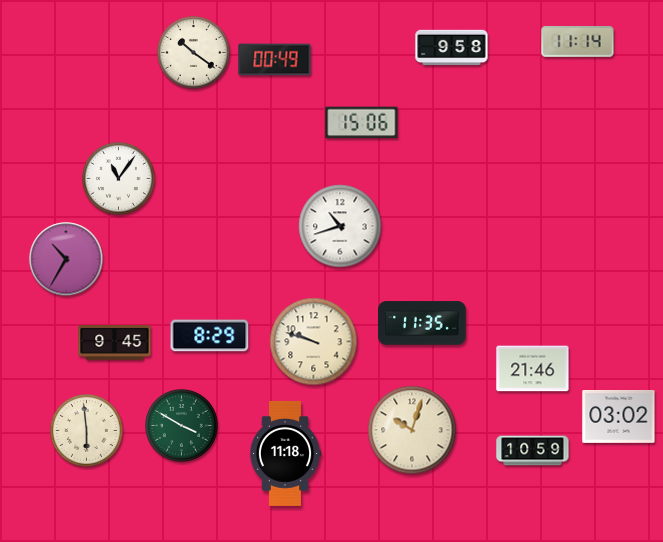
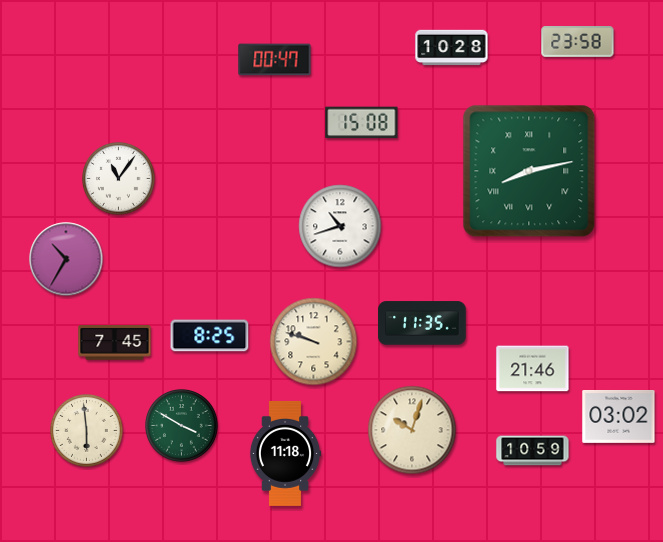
clock at (578, 42): 11:14 -> 23:58
clock at (452, 48): 9:58 -> 10:28
clock at (194, 53): 10:21 -> none
clock at (275, 60): 00:49 -> 00:47
clock at (362, 123): 15:06 -> 15:08
clock at (529, 171): none -> 8:13
clock at (210, 336): 8:29 -> 8:25
clock at (115, 343): 9:45 -> 7:45
